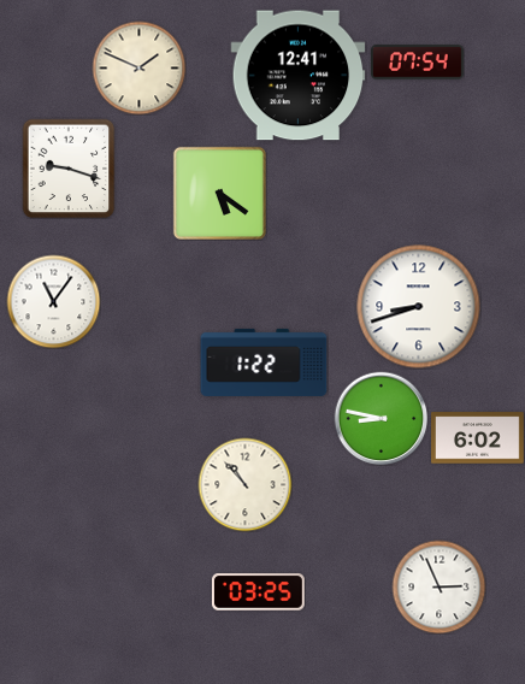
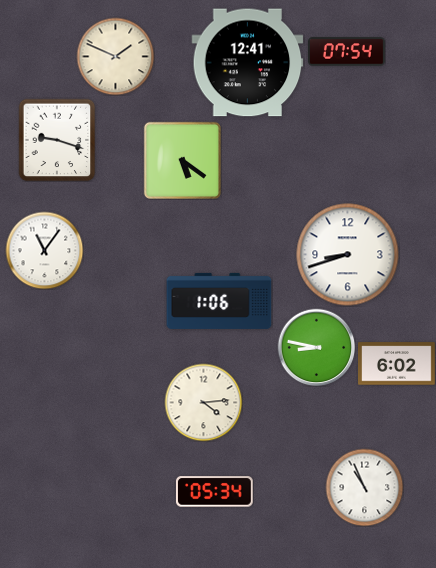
clock at (264, 362): 1:22 -> 1:06
clock at (244, 484): 10:53 -> 4:14
clock at (438, 586): 2:56 -> 10:56
clock at (258, 592): 03:25 -> 05:34
